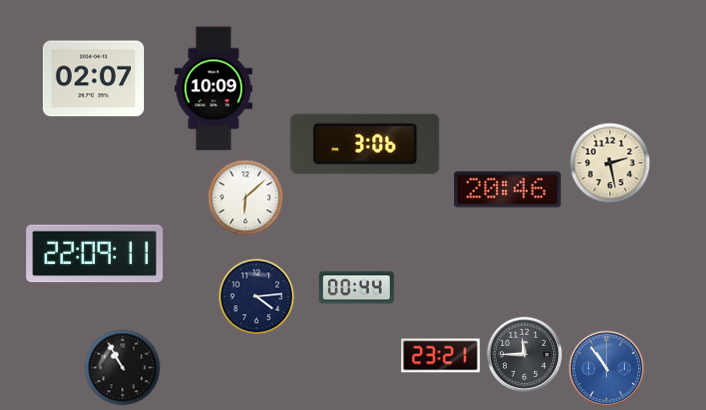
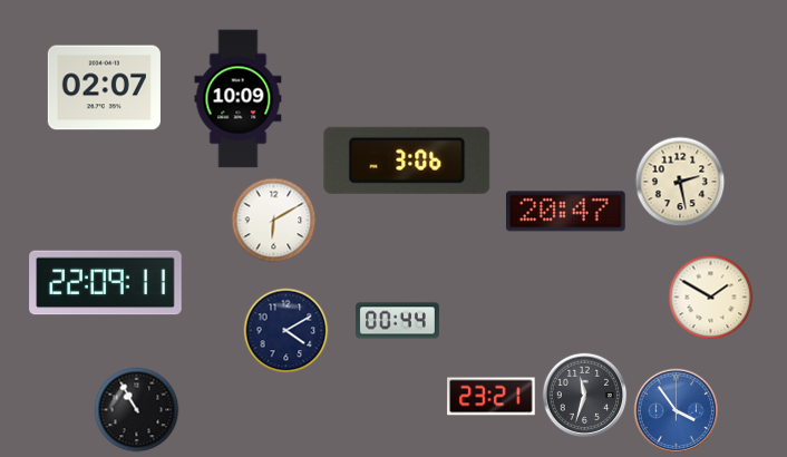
clock at (508, 190): 20:46 -> 20:47
clock at (246, 198): 6:08 -> 6:10
clock at (711, 298): none -> 1:50
clock at (257, 297): 4:14 -> 4:10
clock at (525, 355): 11:45 -> 11:33
clock at (607, 369): 10:54 -> 3:54
